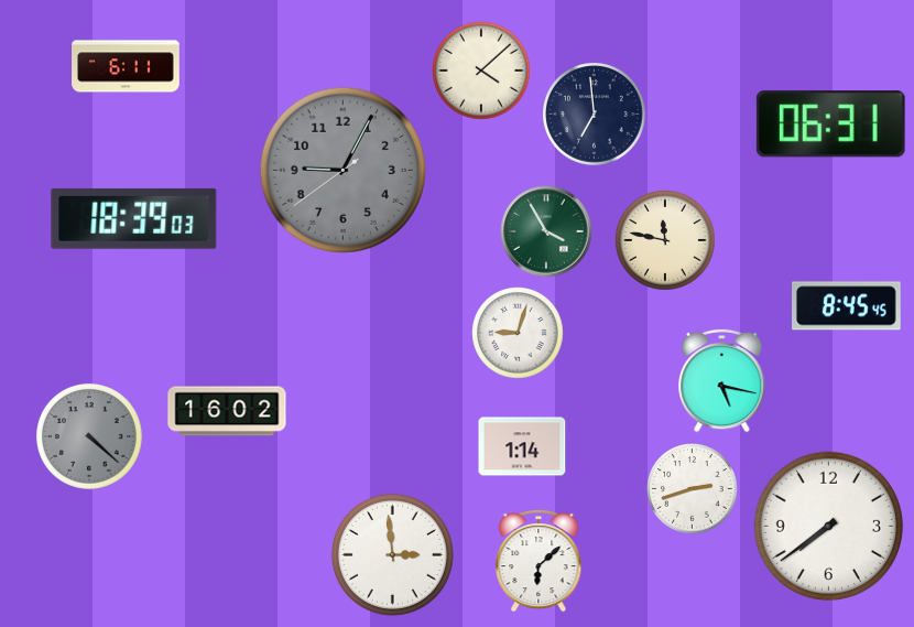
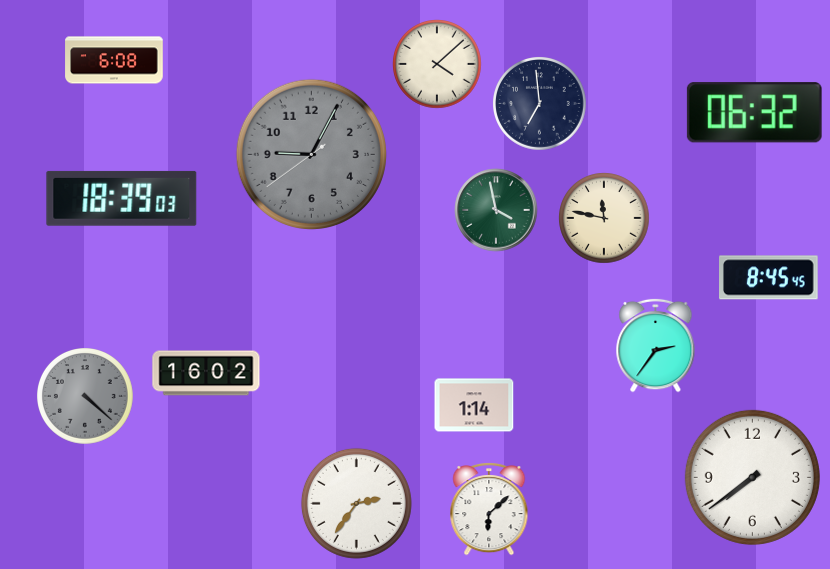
clock at (126, 66): 6:11 -> 6:08
clock at (830, 125): 06:31 -> 06:32
clock at (546, 231): 3:55 -> 3:58
clock at (518, 333): 9:03 -> none
clock at (722, 380): 5:17 -> 2:36
clock at (90, 437) position: (90, 437) -> (86, 397)
clock at (693, 489): 2:42 -> none
clock at (392, 554): 2:59 -> 2:36
